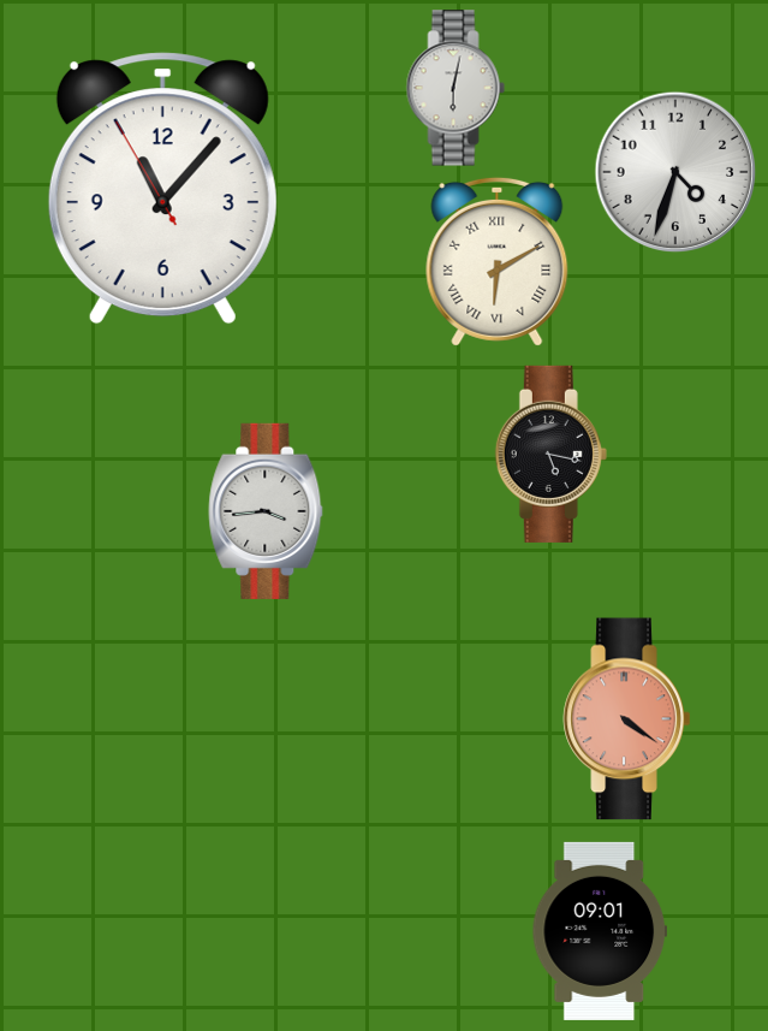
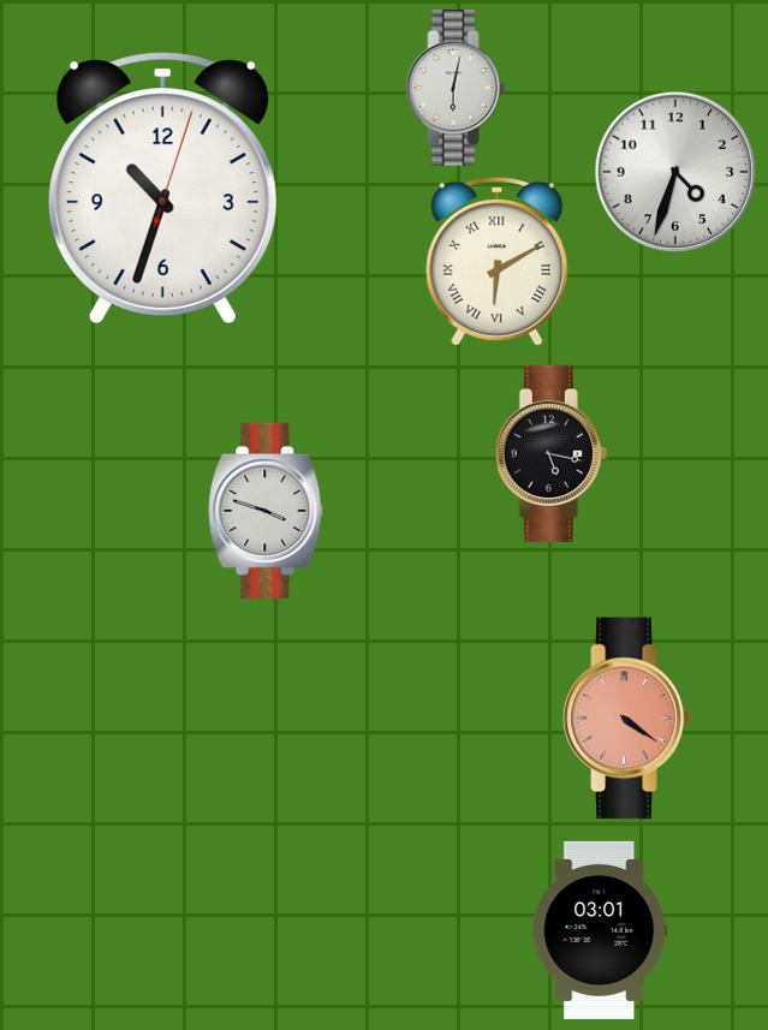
clock at (162, 189): 11:06 -> 10:33
clock at (266, 511): 3:44 -> 3:48
clock at (599, 931): 09:01 -> 03:01
